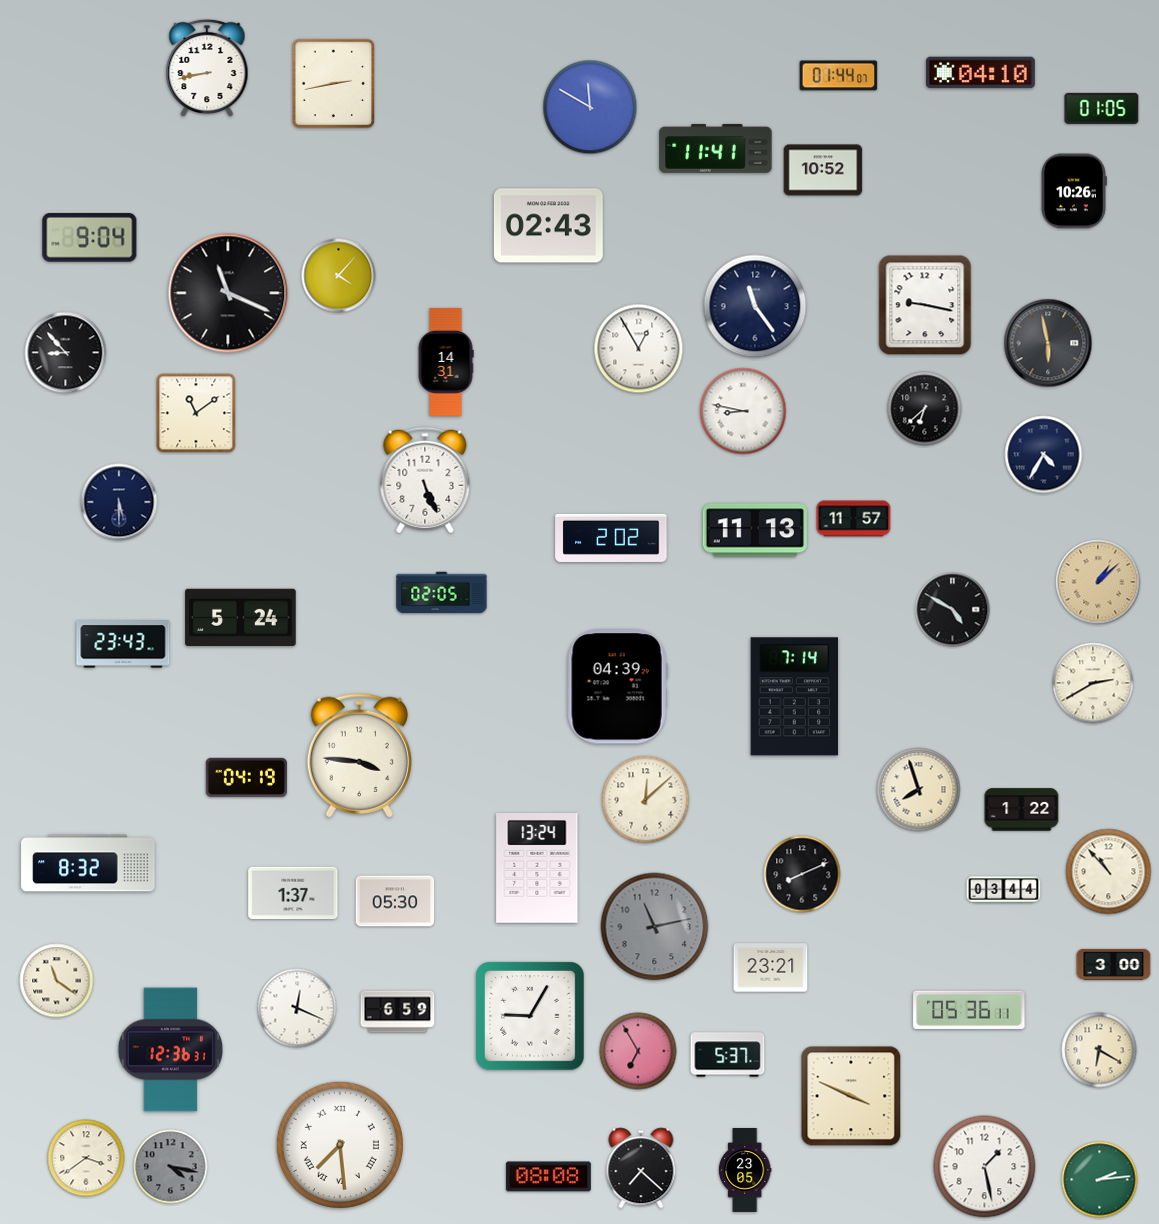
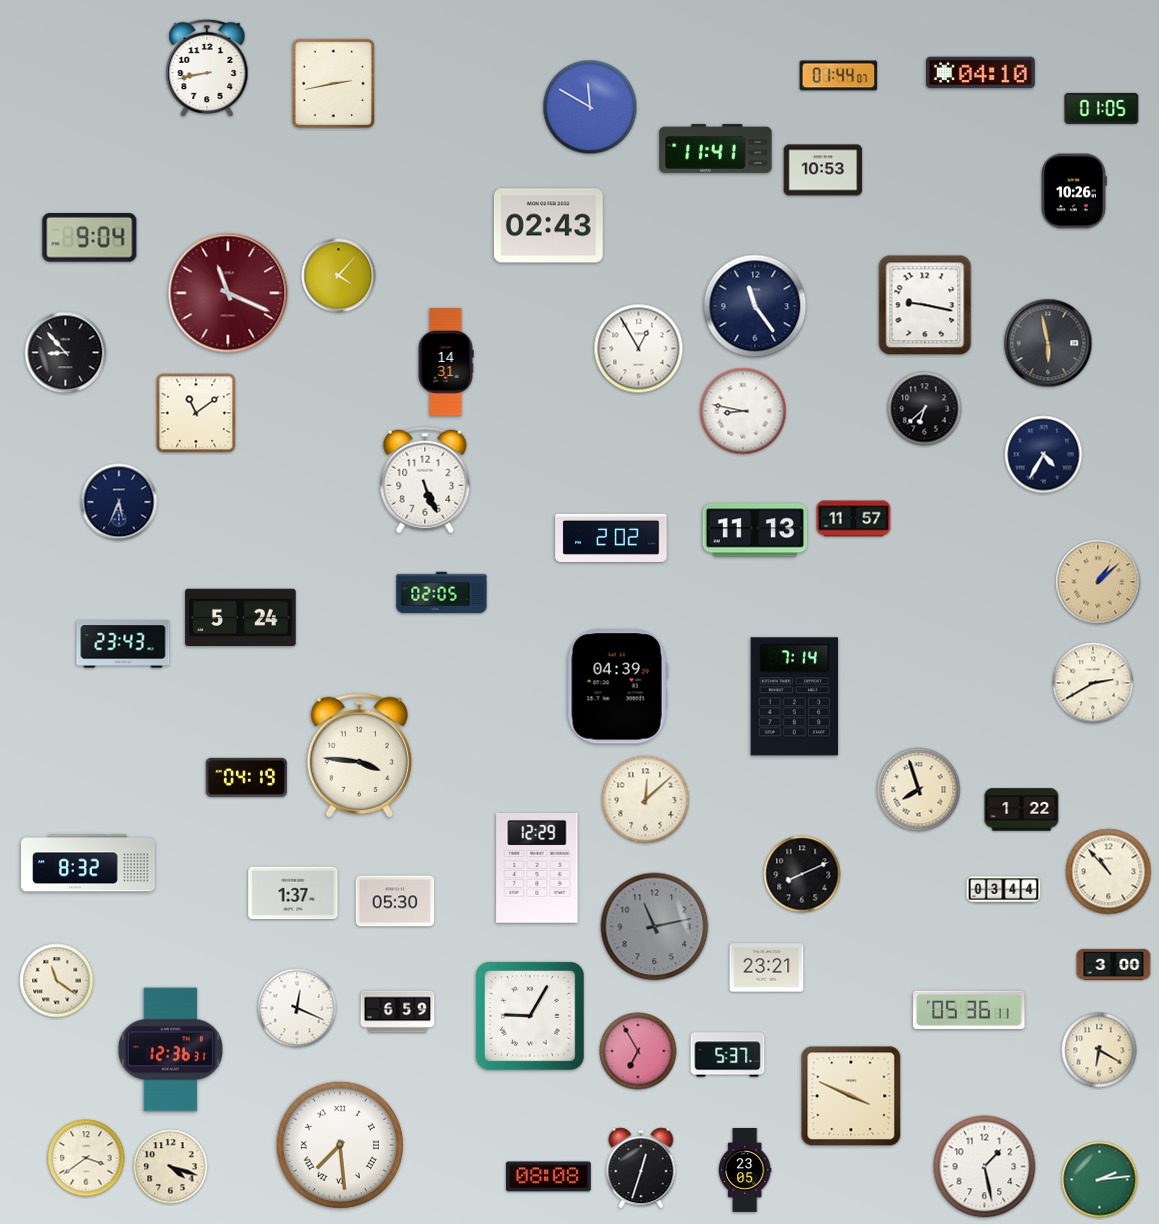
clock at (823, 170): 10:52 -> 10:53
clock at (228, 293) dial: black -> burgundy
clock at (119, 502): 5:30 -> 5:34
clock at (953, 610): 4:50 -> none
clock at (537, 869): 13:24 -> 12:29
clock at (771, 968) position: (771, 968) -> (767, 968)
clock at (171, 1167): 4:17 -> 4:18
clock at (171, 1167) dial: grey -> cream
clock at (641, 1168): 7:22 -> 12:33
